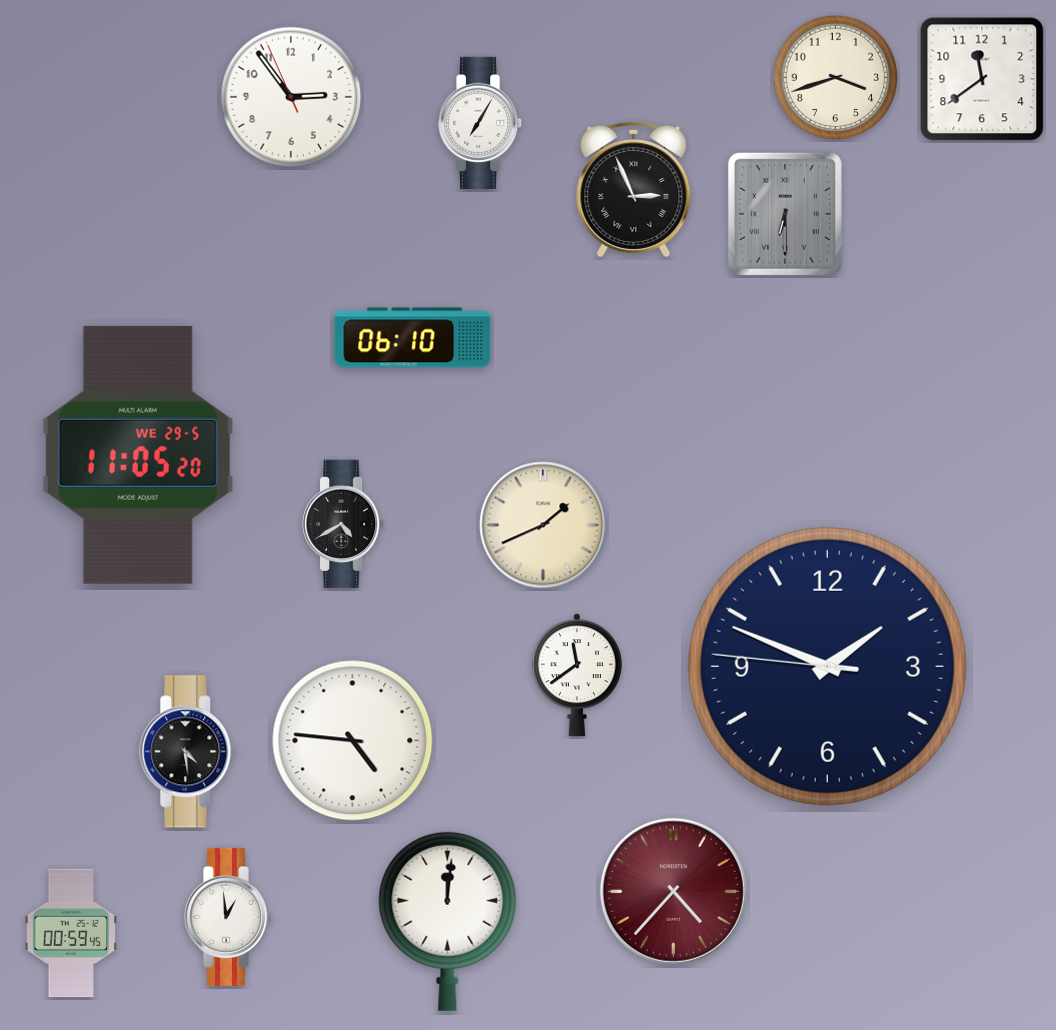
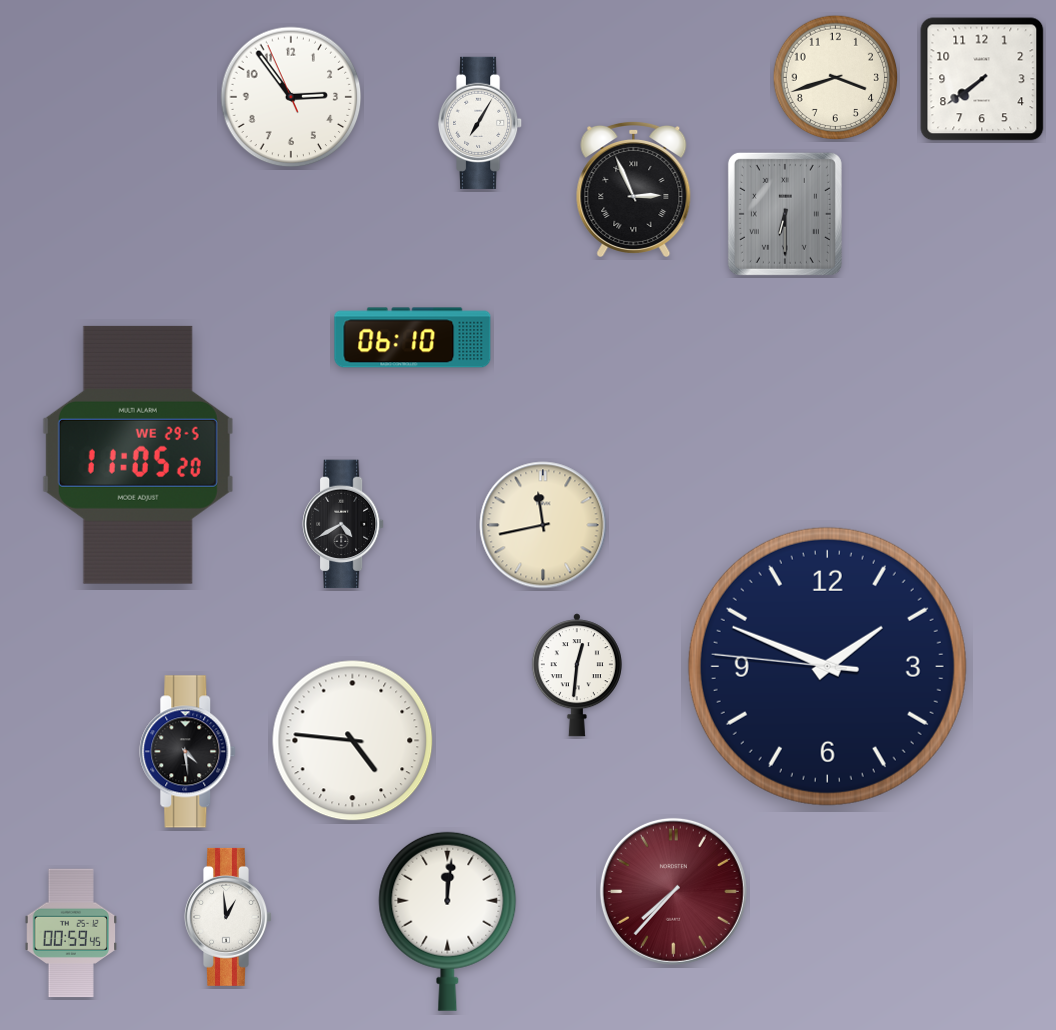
clock at (982, 79): 11:39 -> 7:39
clock at (543, 525): 1:41 -> 11:43
clock at (577, 675): 11:39 -> 12:31
clock at (673, 891): 4:37 -> 7:37
